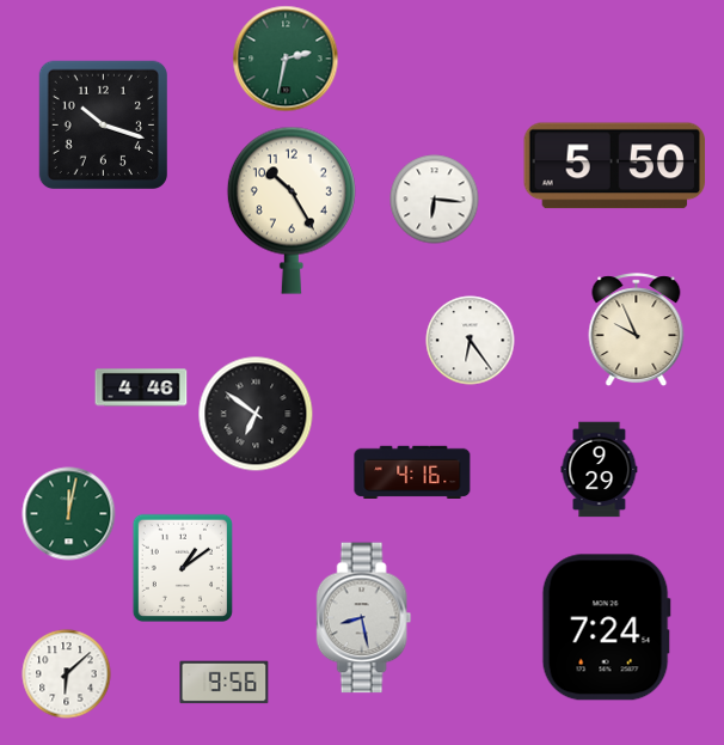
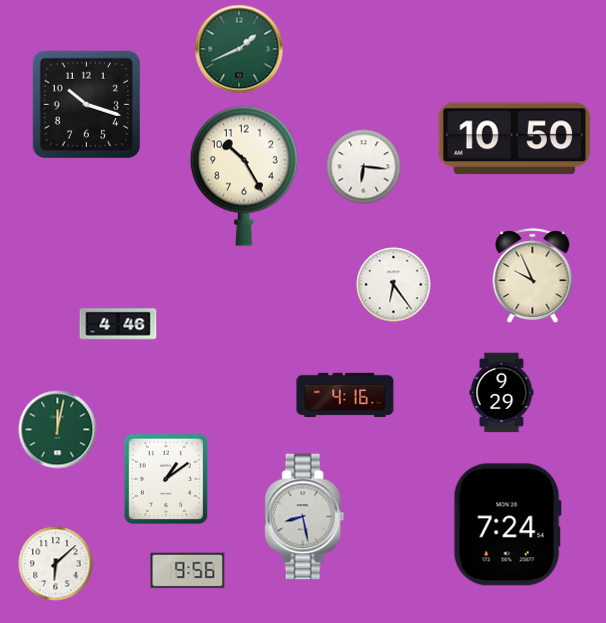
clock at (286, 59): 2:32 -> 1:41
clock at (615, 166): 5:50 -> 10:50
clock at (256, 414): 6:51 -> none
clock at (183, 567) position: (183, 567) -> (166, 478)
